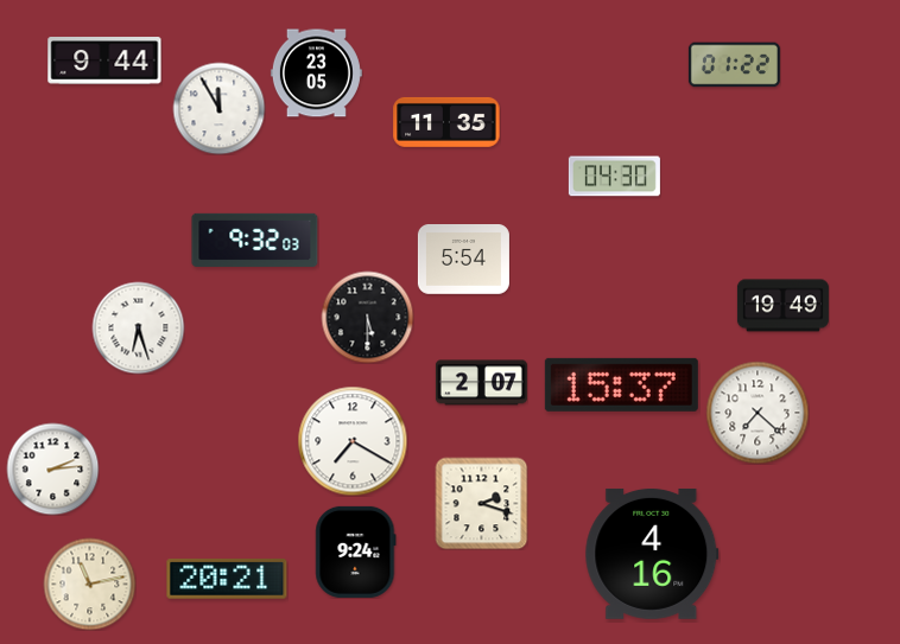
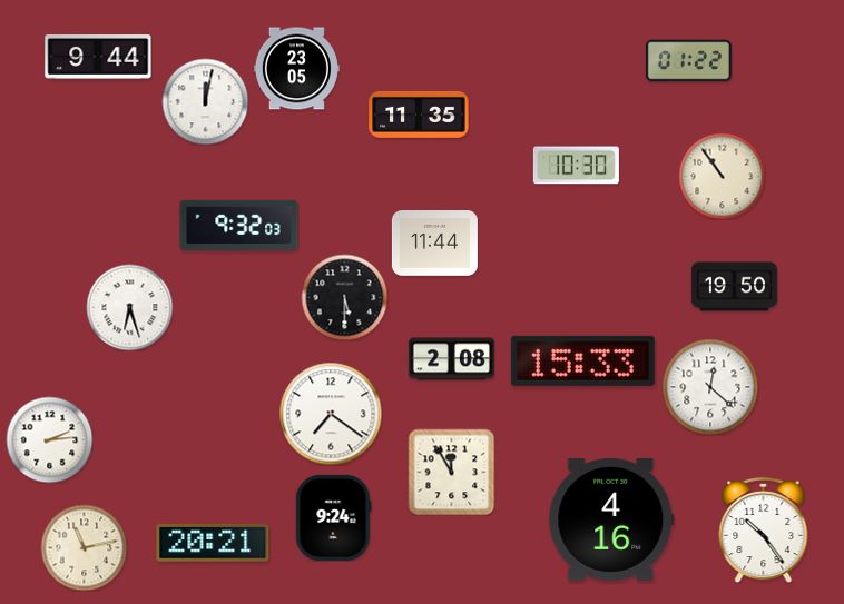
clock at (218, 108): 11:55 -> 12:02
clock at (614, 177): 04:30 -> 10:30
clock at (722, 176): none -> 10:54
clock at (463, 260): 5:54 -> 11:44
clock at (782, 306): 19:49 -> 19:50
clock at (481, 383): 2:07 -> 2:08
clock at (621, 384): 15:37 -> 15:33
clock at (758, 413): 7:22 -> 12:22
clock at (353, 441): 7:20 -> 7:21
clock at (481, 503): 2:18 -> 11:55
clock at (764, 529): none -> 10:24
